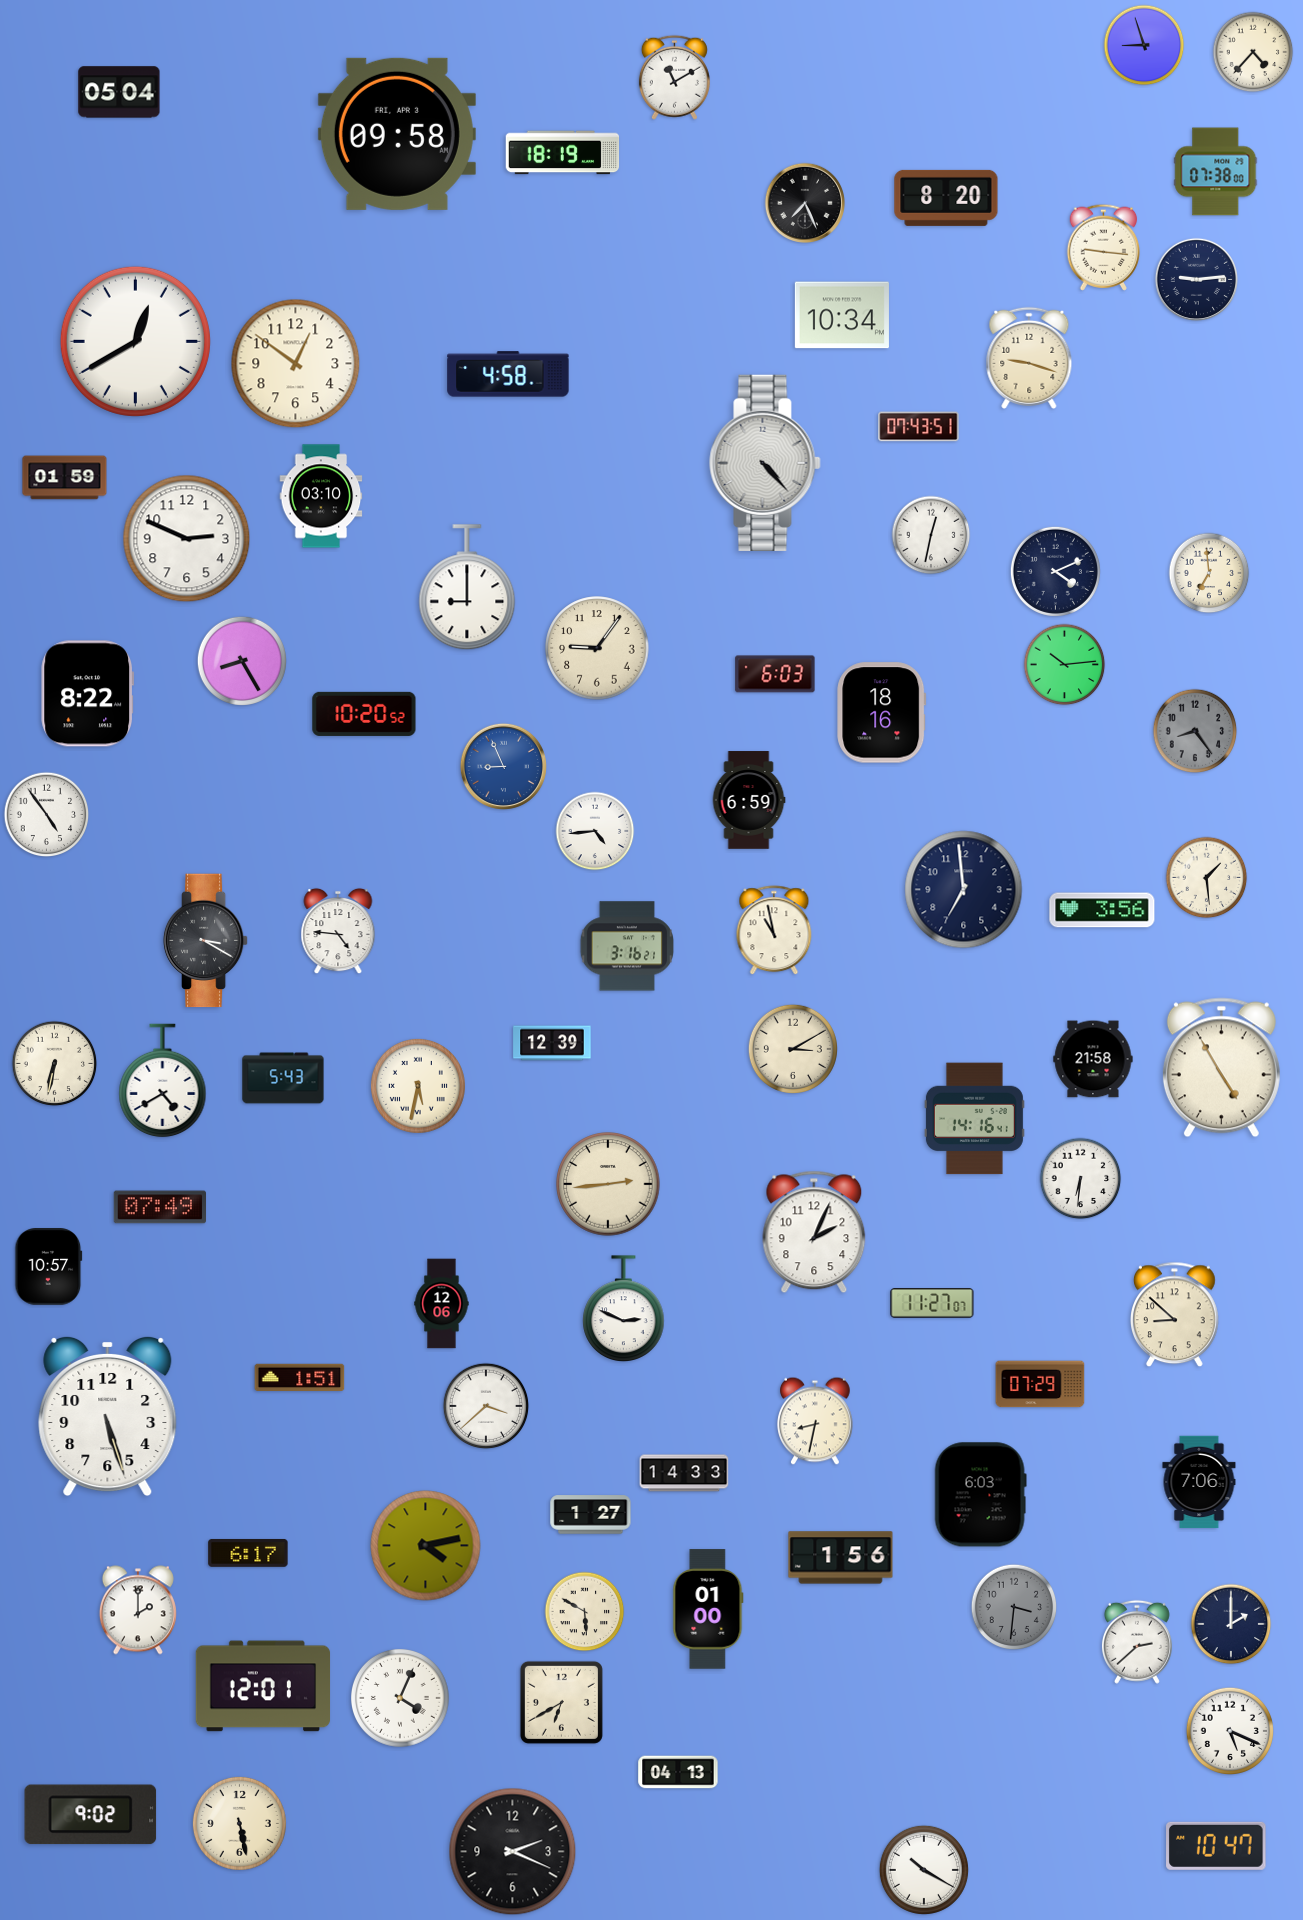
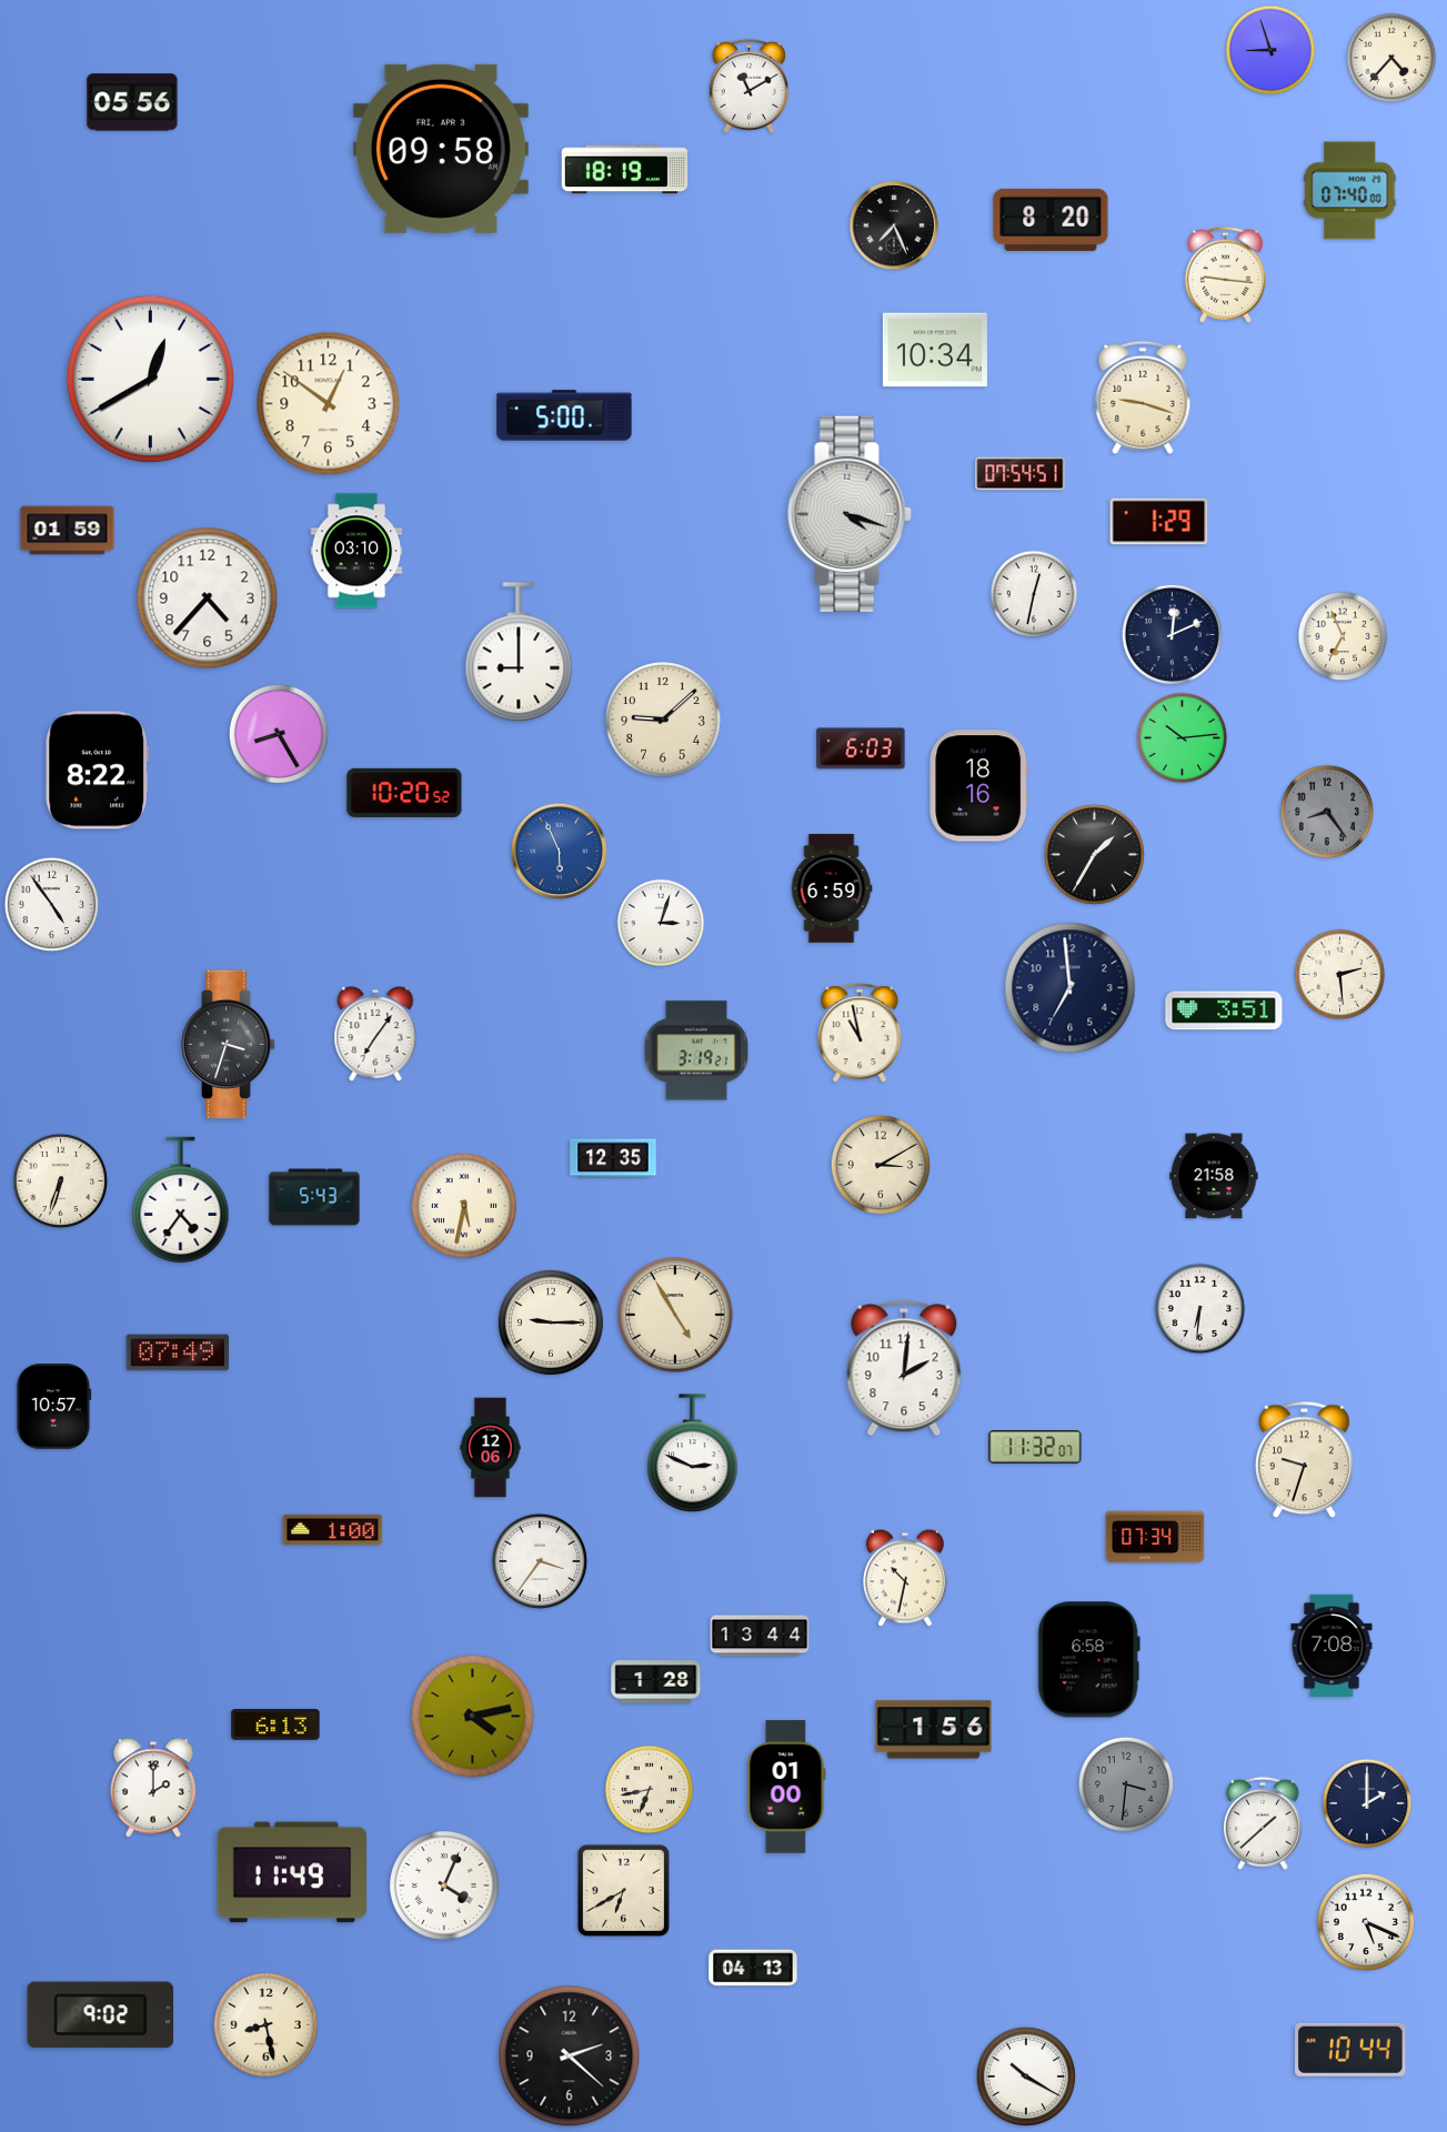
clock at (119, 92): 05:04 -> 05:56
clock at (1216, 172): 07:38 -> 07:40
clock at (1196, 279): 9:14 -> none
clock at (508, 374): 4:58 -> 5:00
clock at (919, 427): 07:43 -> 07:54
clock at (765, 463): 4:23 -> 4:18
clock at (1159, 522): none -> 1:29
clock at (65, 478) position: (65, 478) -> (68, 531)
clock at (187, 539): 2:49 -> 4:37
clock at (1055, 571): 4:11 -> 12:11
clock at (1209, 573): 6:59 -> 6:56
clock at (597, 648): 9:06 -> 9:08
clock at (242, 661) position: (242, 661) -> (279, 734)
clock at (882, 713) position: (882, 713) -> (979, 786)
clock at (503, 766): 8:56 -> 5:56
clock at (1094, 854): none -> 1:35
clock at (595, 831): 4:44 -> 3:03
clock at (1207, 878): 1:29 -> 2:29
clock at (1102, 910): 3:56 -> 3:51
clock at (338, 931): 4:46 -> 7:06
clock at (206, 941): 3:20 -> 3:33
clock at (626, 946): 3:16 -> 3:19
clock at (552, 1043): 12:39 -> 12:35
clock at (55, 1064): 6:32 -> 6:33
clock at (1221, 1068): 4:55 -> none
clock at (163, 1081): 4:40 -> 4:36
clock at (974, 1119): 14:16 -> none
clock at (608, 1184): 2:44 -> 4:55
clock at (551, 1323): none -> 9:15
clock at (159, 1207) position: (159, 1207) -> (177, 1352)
clock at (814, 1232): 2:04 -> 2:01
clock at (932, 1304): 11:27 -> 11:32
clock at (1175, 1315): 8:52 -> 9:33
clock at (300, 1378): 1:51 -> 1:00
clock at (1040, 1384): 07:29 -> 07:34
clock at (486, 1406): 3:38 -> 3:36
clock at (108, 1416): 5:27 -> none
clock at (816, 1421): 8:32 -> 10:32
clock at (684, 1473): 14:33 -> 13:44
clock at (1199, 1482): 7:06 -> 7:08
clock at (980, 1495): 6:03 -> 6:58
clock at (591, 1515): 1:27 -> 1:28
clock at (248, 1553): 6:17 -> 6:13
clock at (585, 1612): 5:50 -> 6:43
clock at (1137, 1642): 2:38 -> 1:38
clock at (263, 1686): 12:01 -> 11:49
clock at (239, 1823): 5:28 -> 8:28
clock at (1216, 1846): 10:47 -> 10:44
clock at (513, 1852): 2:19 -> 2:22
